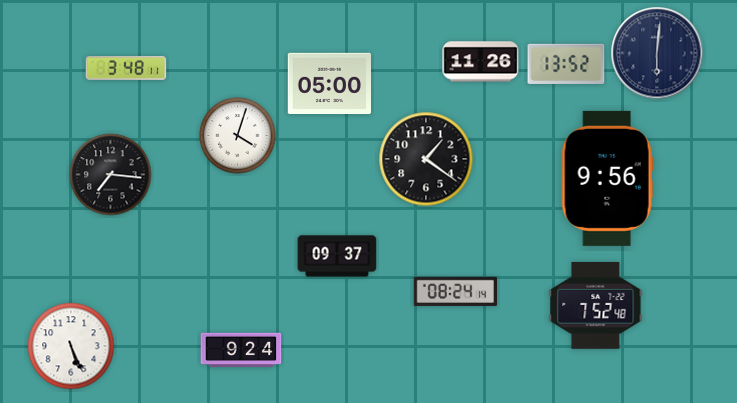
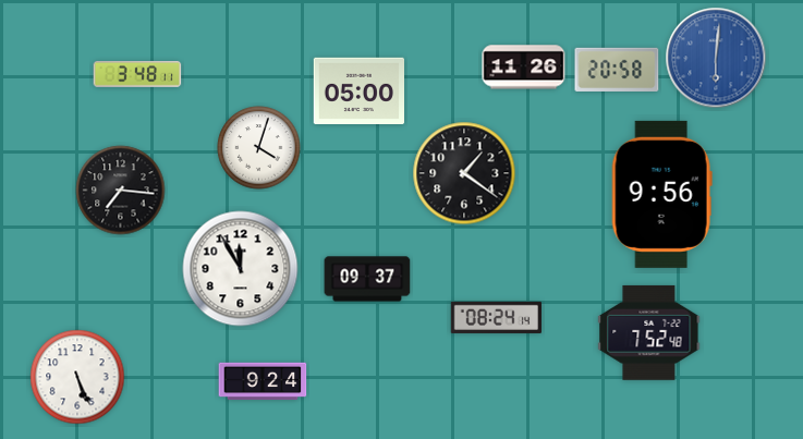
clock at (657, 53) dial: navy -> blue
clock at (566, 64): 13:52 -> 20:58
clock at (241, 269): none -> 11:55
